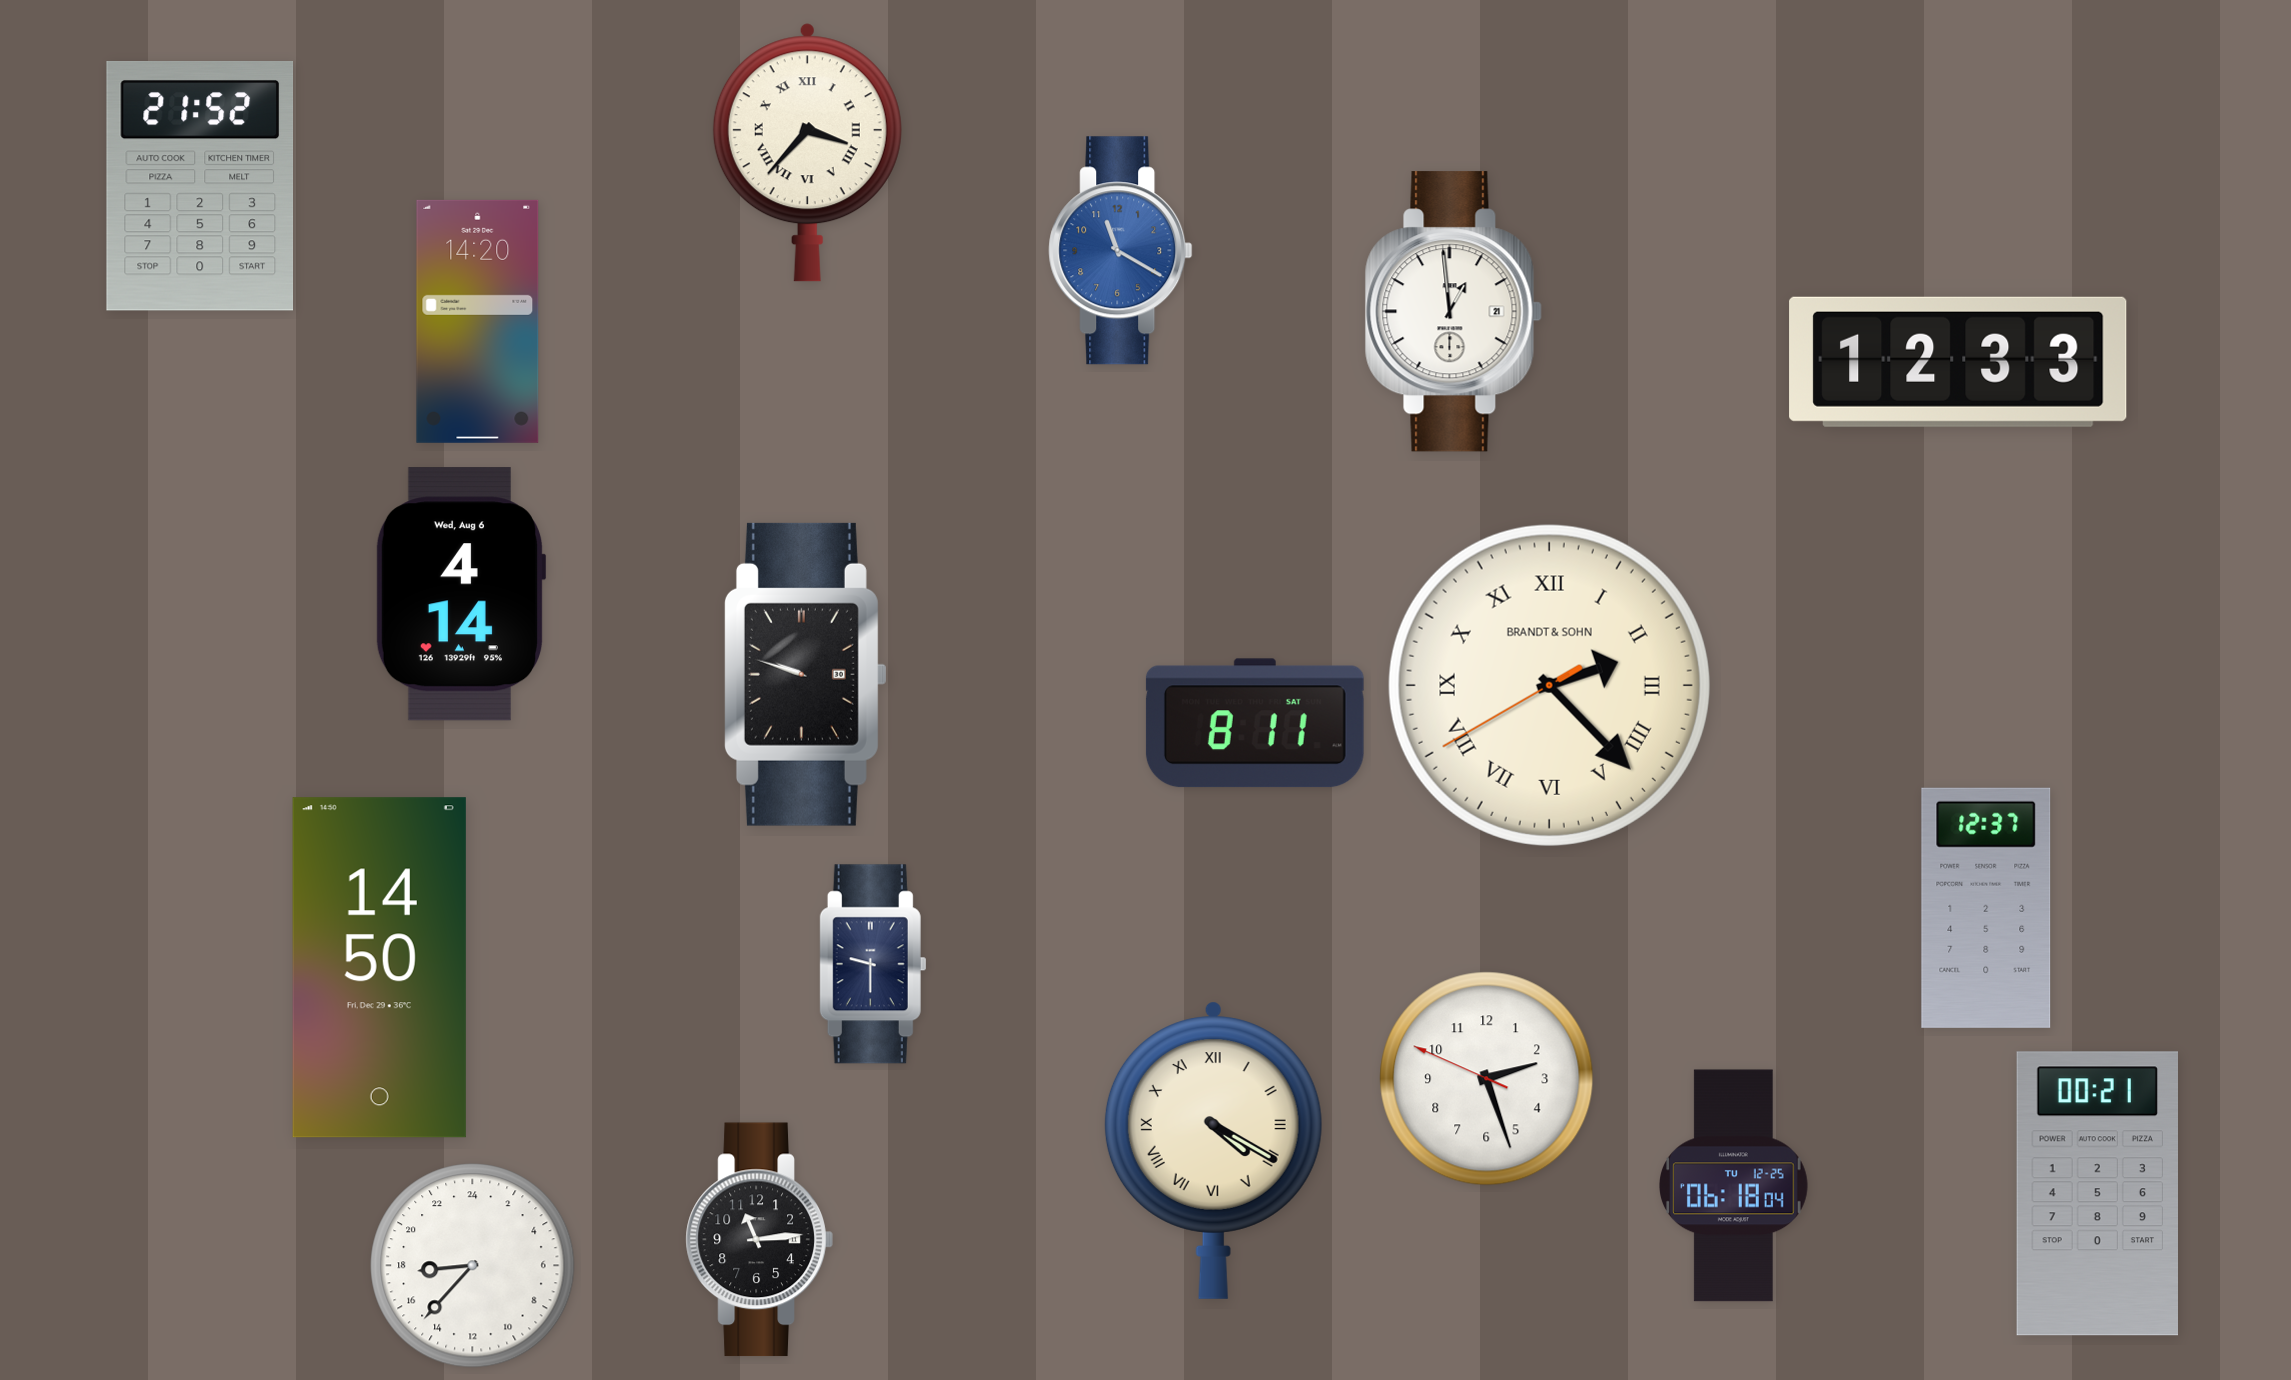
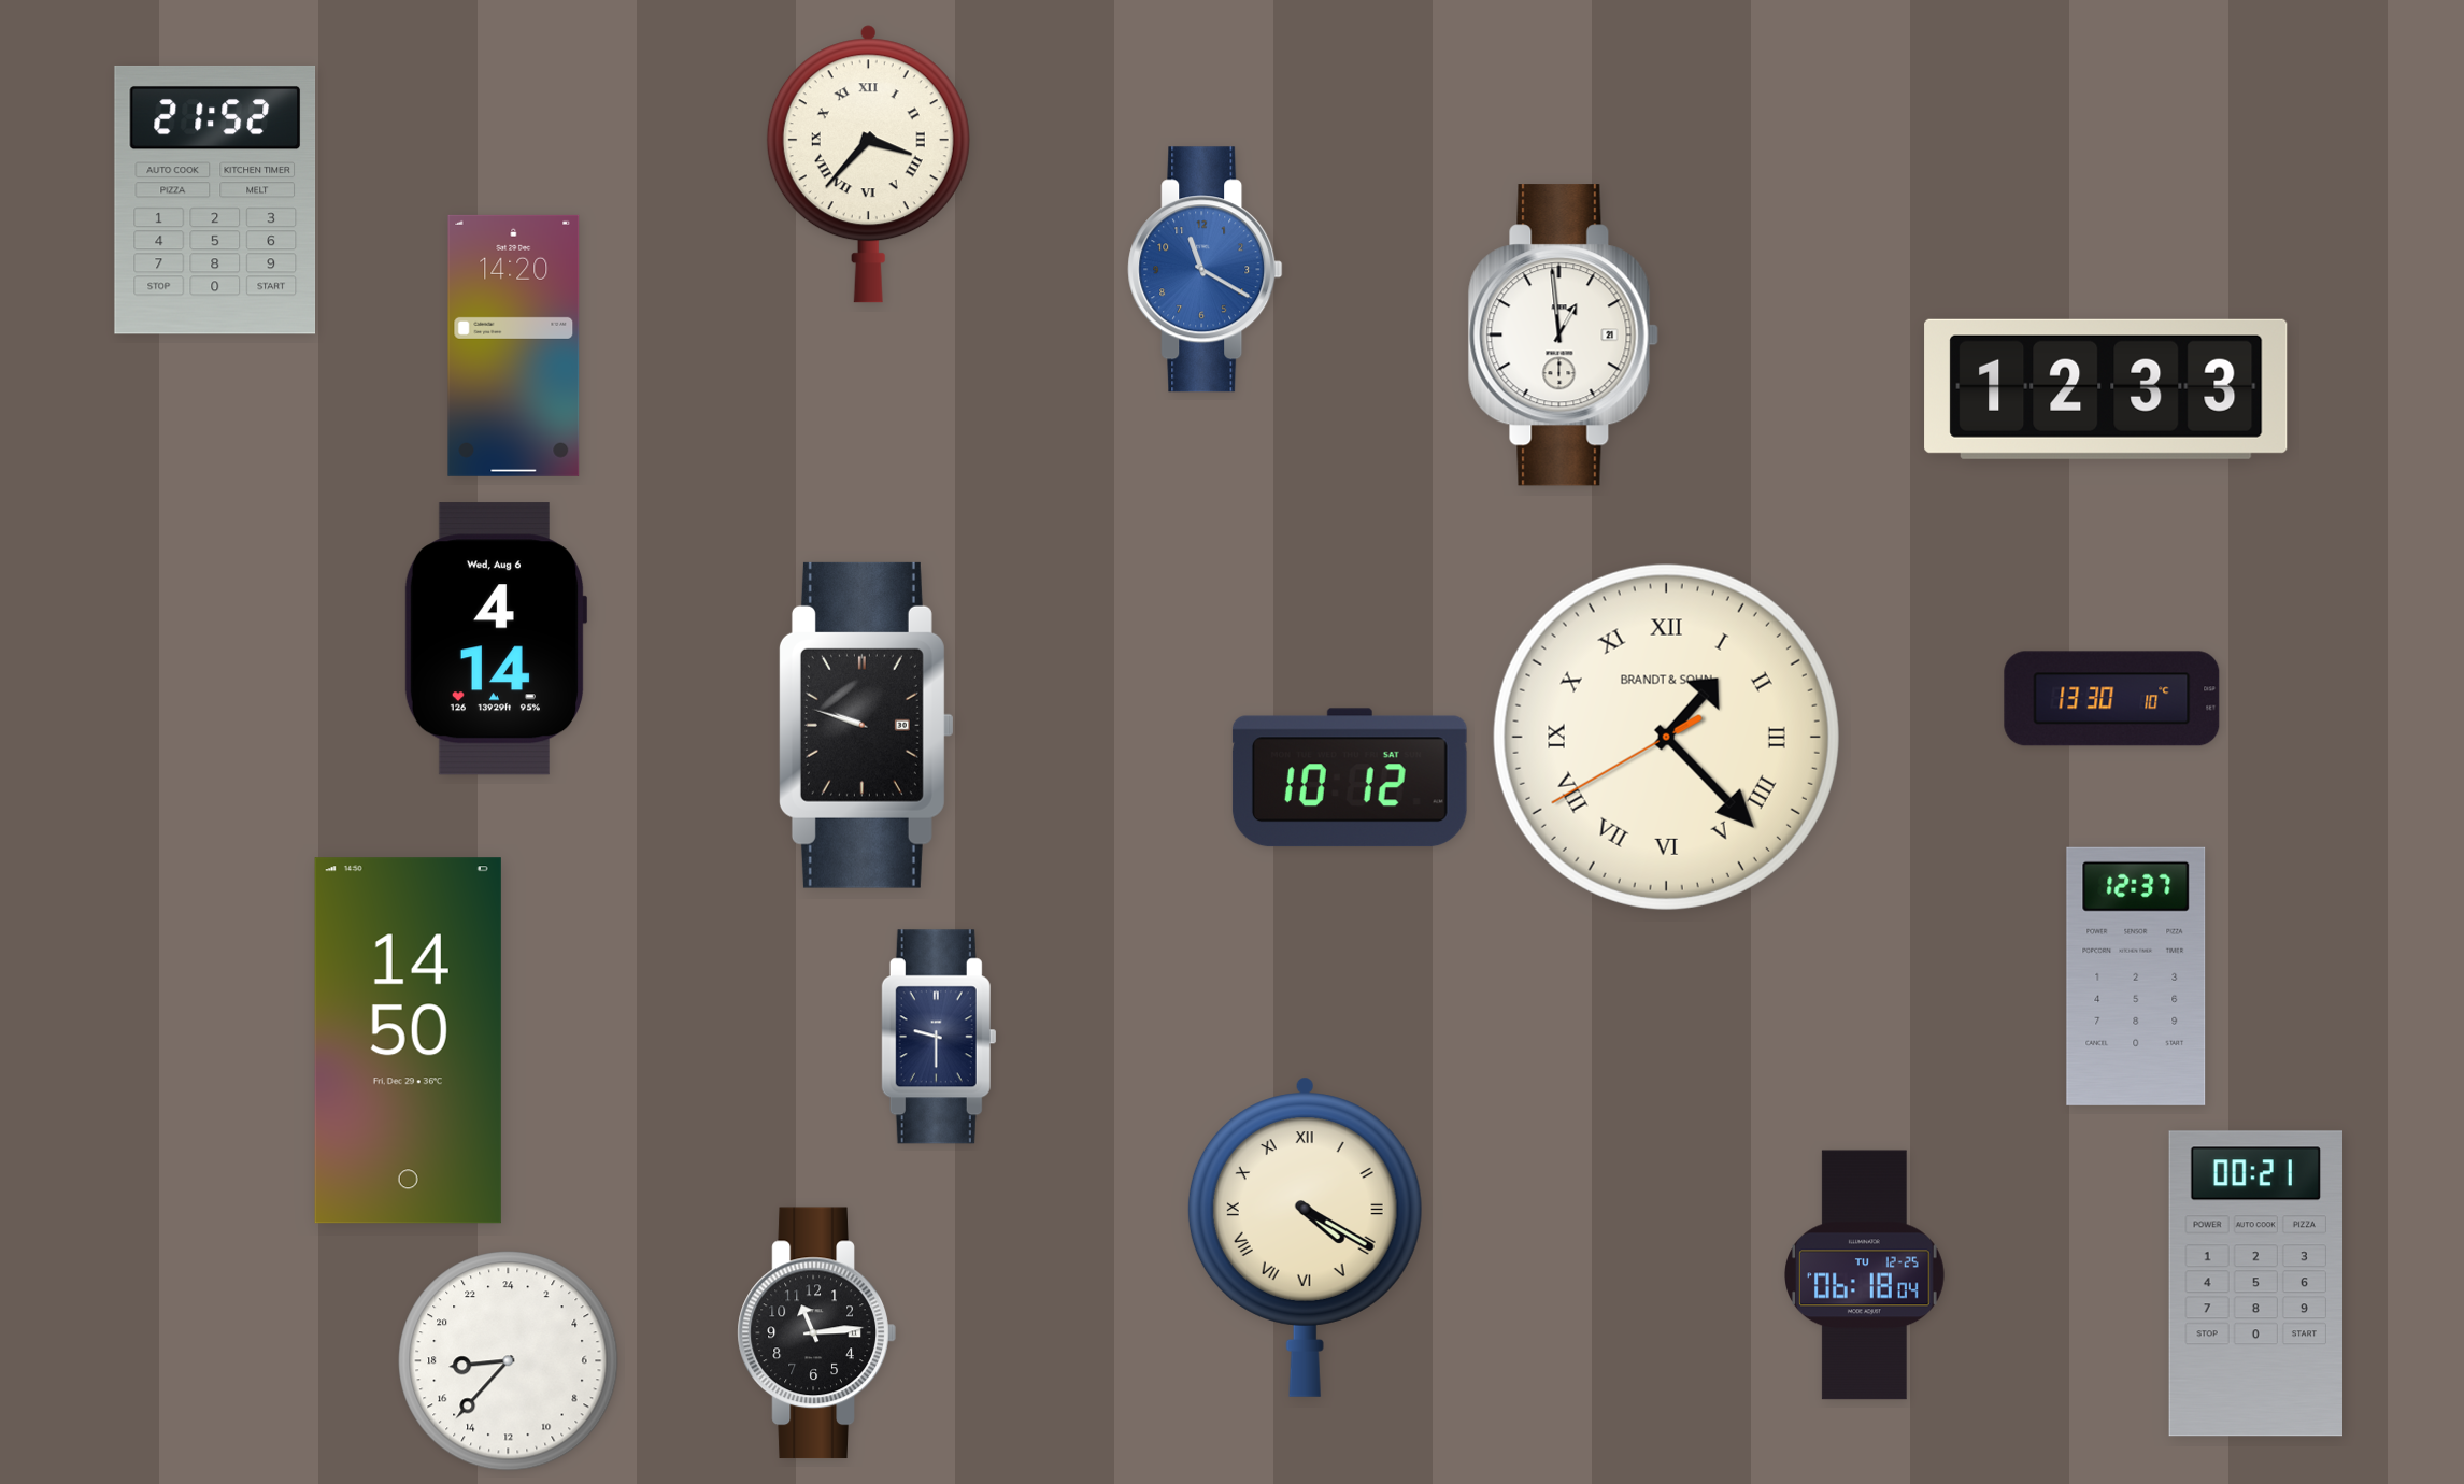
clock at (2112, 699): none -> 13:30
clock at (1549, 685): 2:22 -> 1:22
clock at (1255, 723): 8:11 -> 10:12
clock at (1487, 1079): 2:26 -> none
